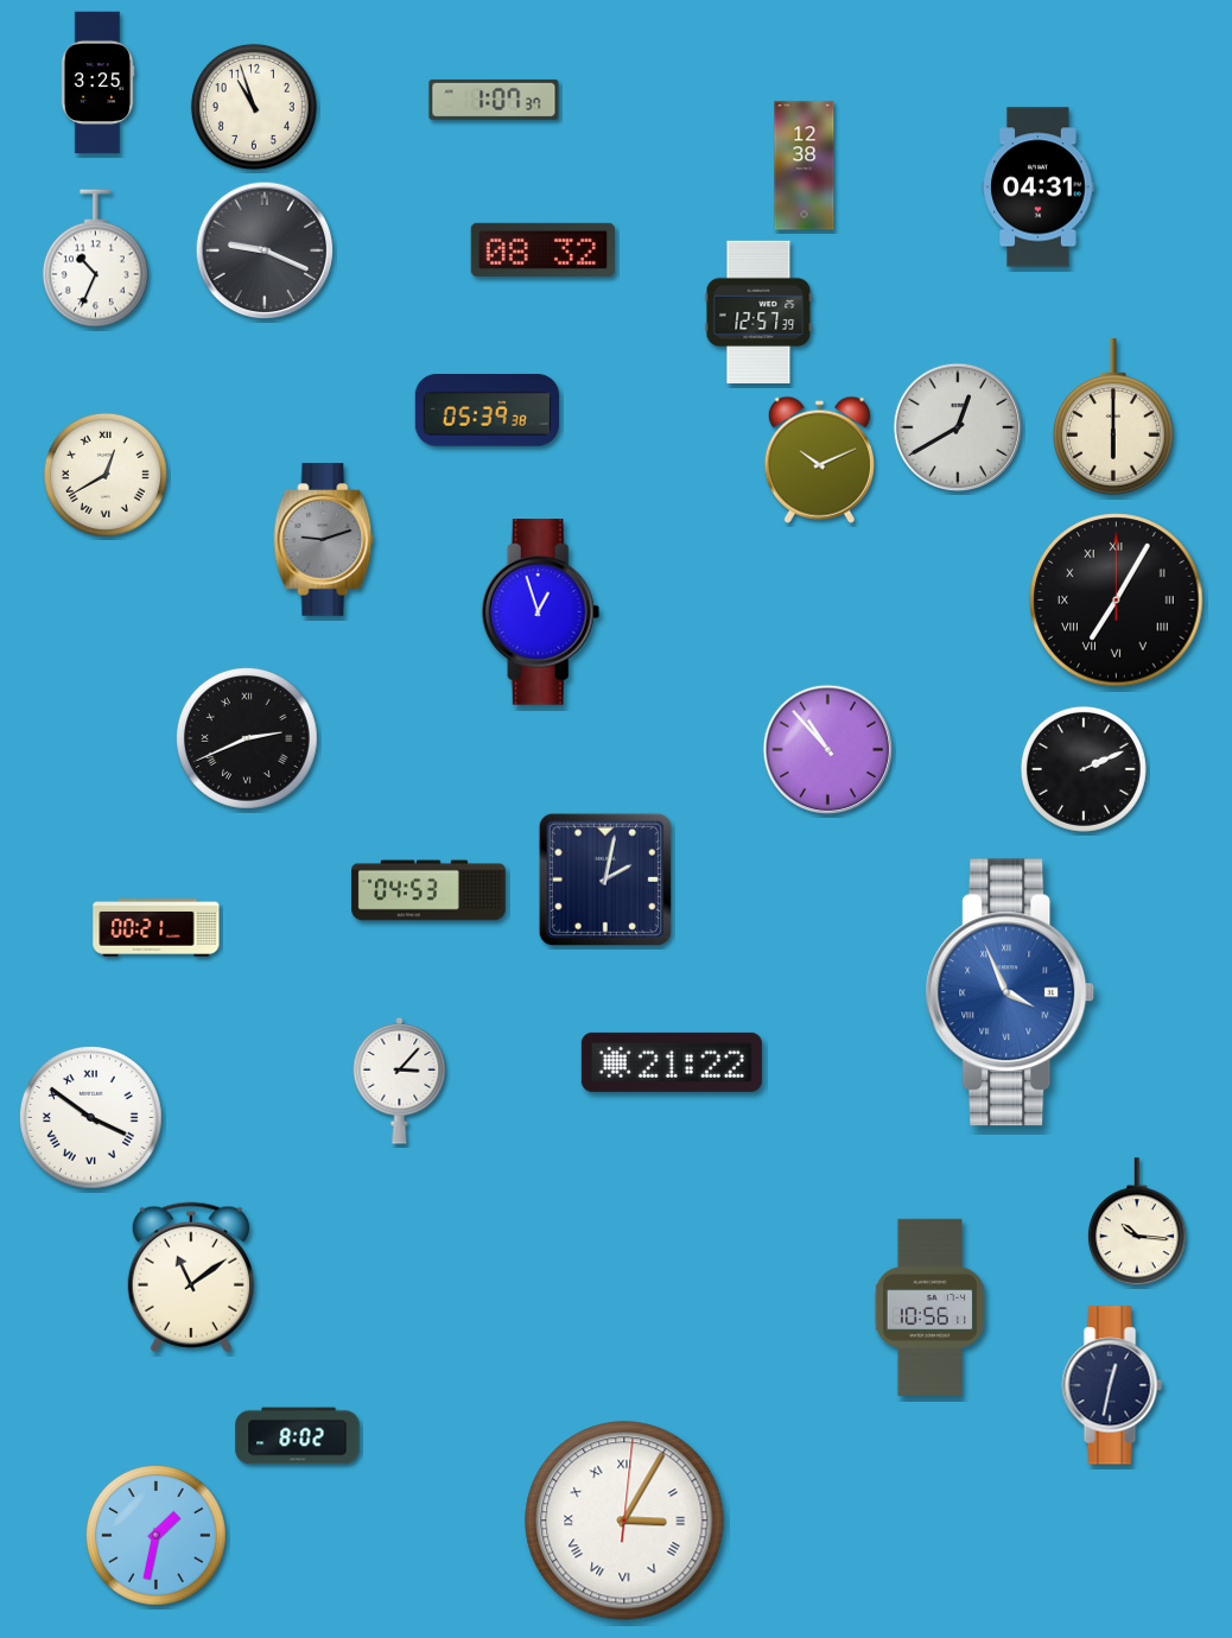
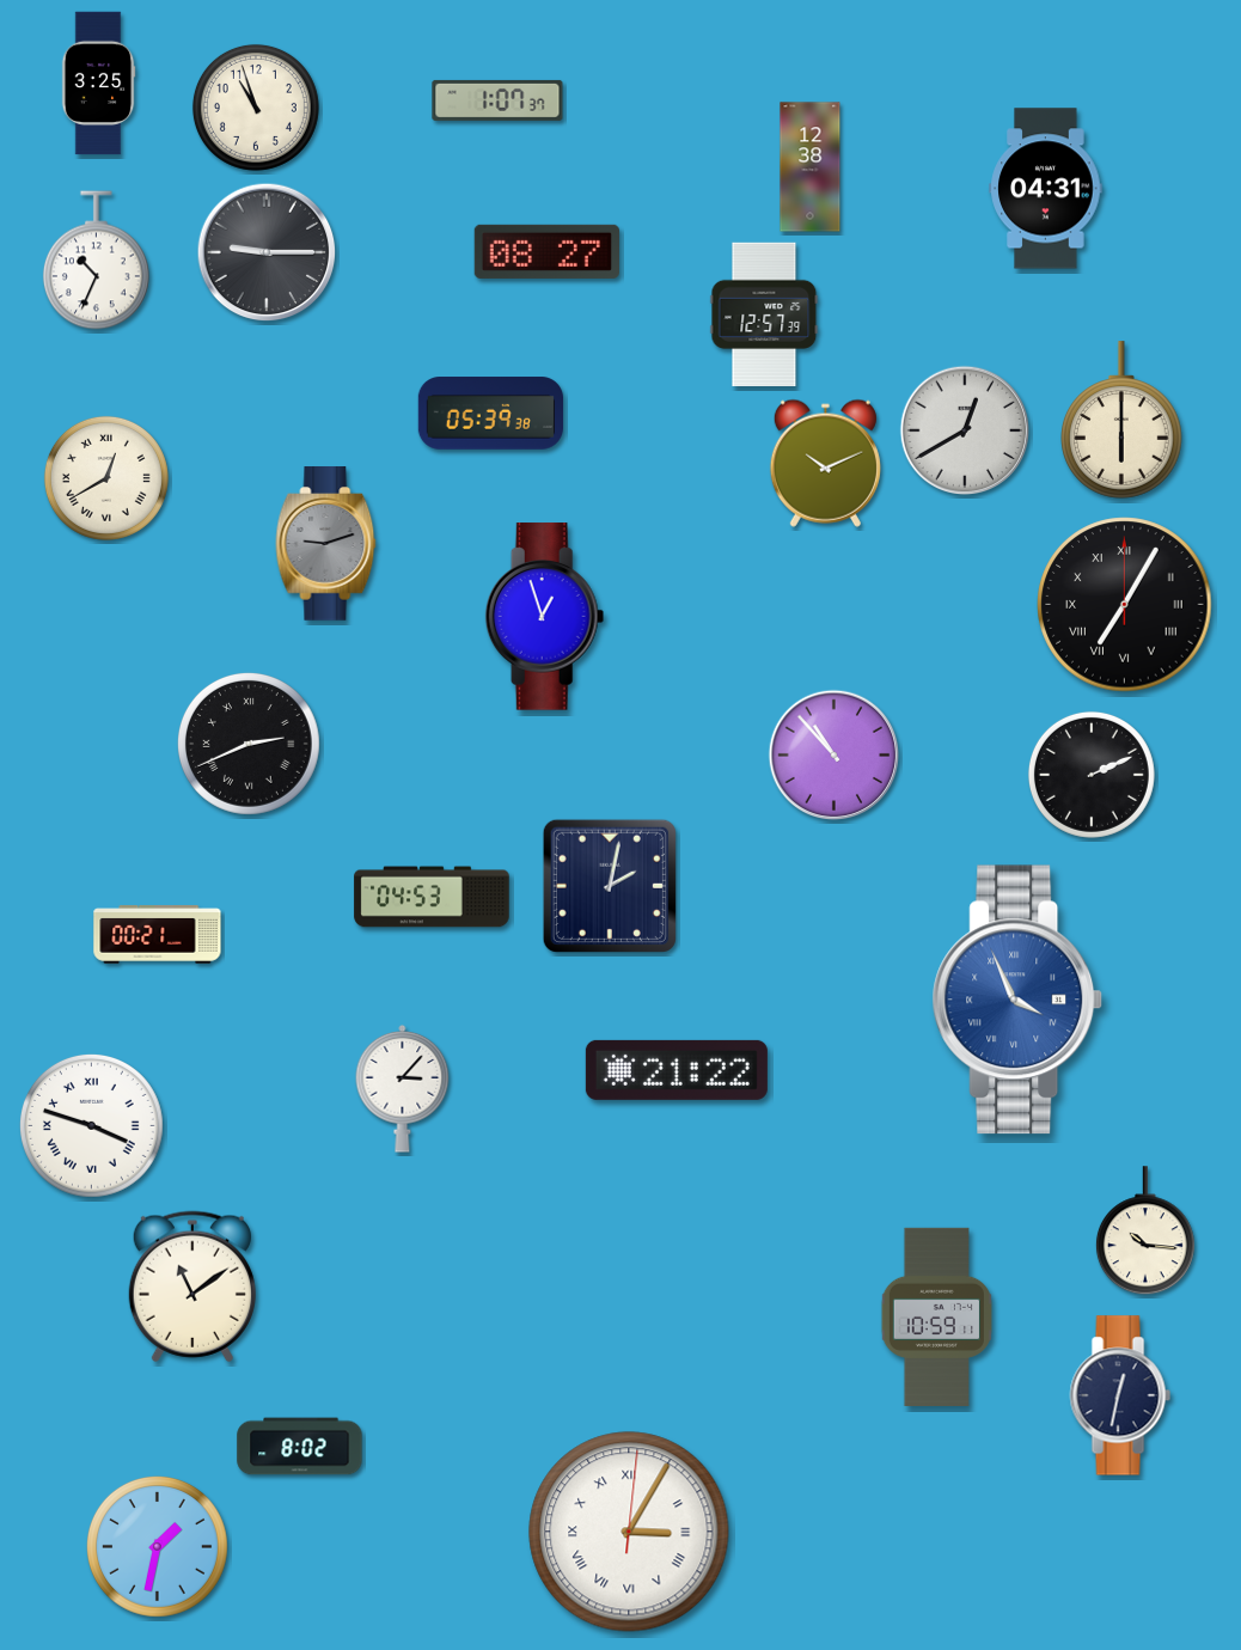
clock at (542, 249): 08:32 -> 08:27
clock at (265, 250): 9:19 -> 9:15
clock at (90, 1118): 3:51 -> 3:48
clock at (929, 1307): 10:56 -> 10:59
